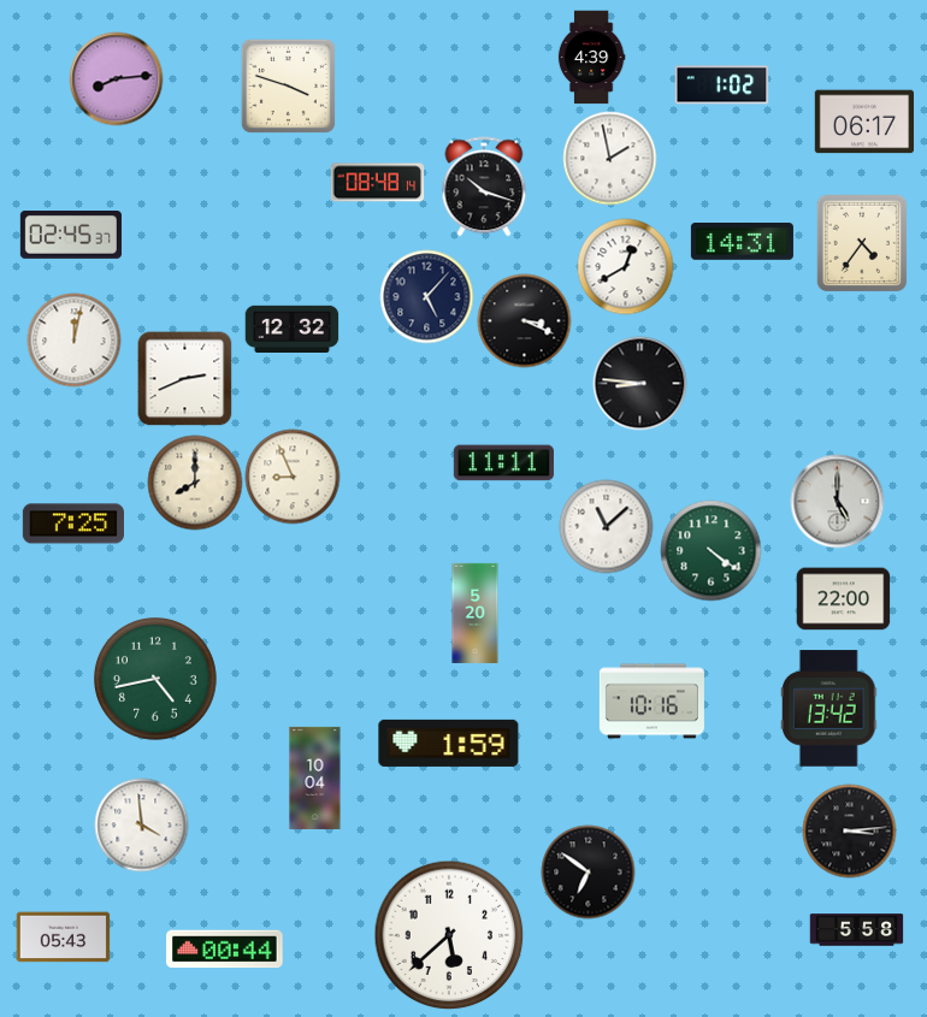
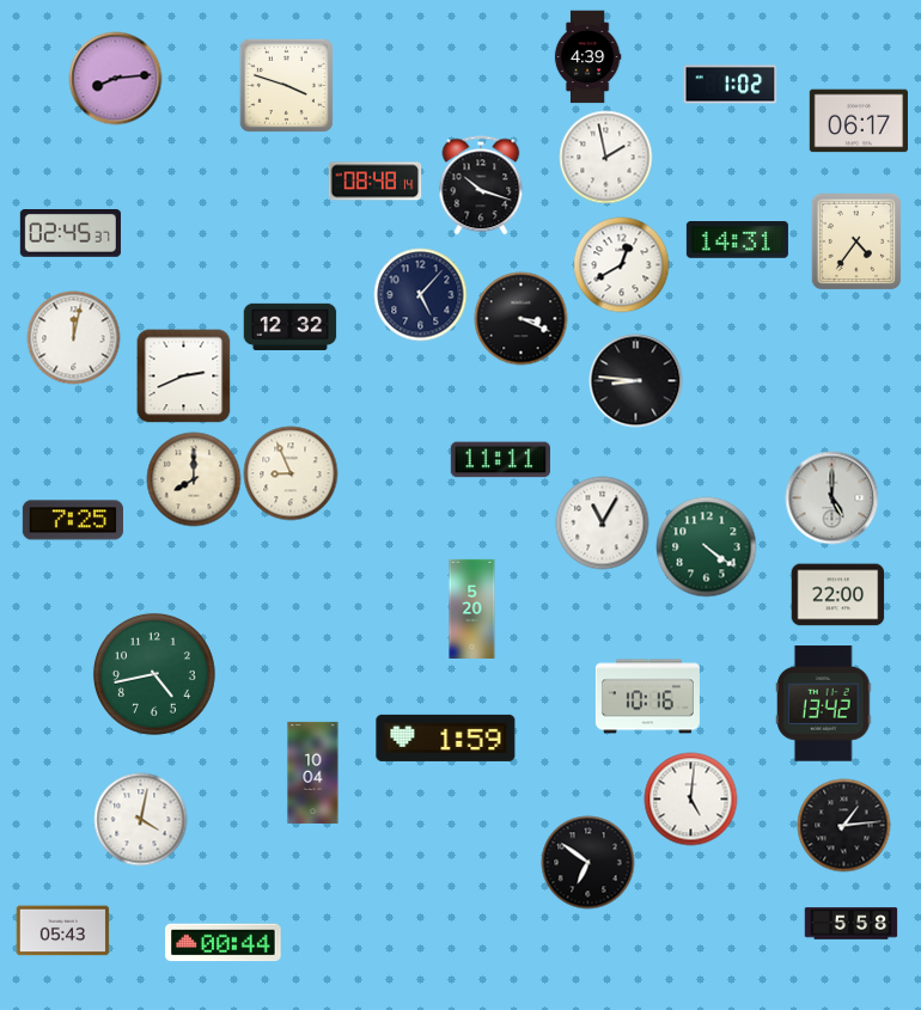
clock at (721, 85) position: (721, 85) -> (730, 85)
clock at (426, 296) position: (426, 296) -> (420, 294)
clock at (606, 526): 11:08 -> 11:05
clock at (690, 798): none -> 5:01
clock at (141, 824): 3:59 -> 4:02
clock at (849, 830): 3:14 -> 1:14
clock at (588, 871) position: (588, 871) -> (587, 862)
clock at (449, 935): 5:38 -> none
